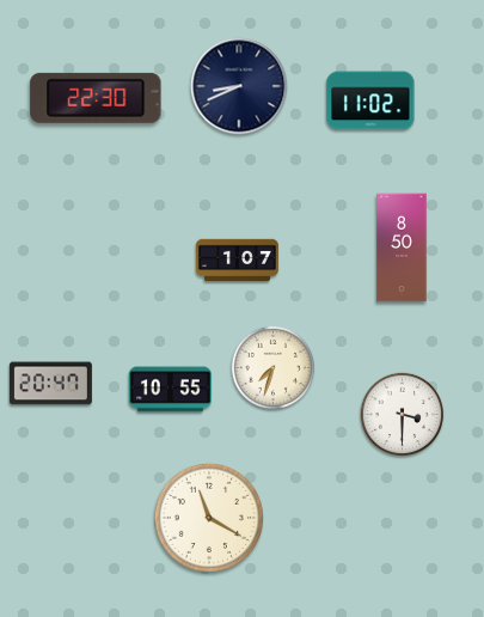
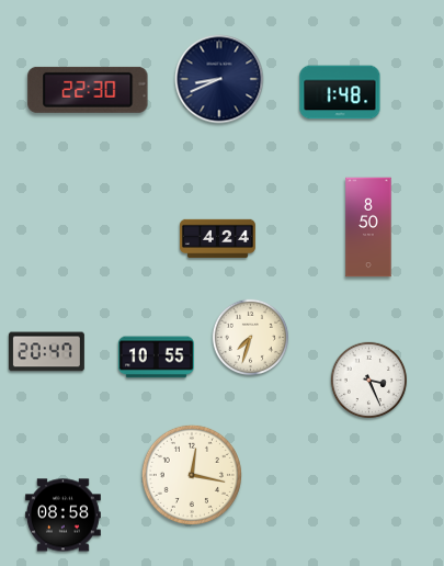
clock at (370, 100): 11:02 -> 1:48
clock at (238, 261): 1:07 -> 4:24
clock at (403, 415): 3:30 -> 3:26
clock at (209, 518): 11:20 -> 12:17
clock at (62, 516): none -> 08:58
